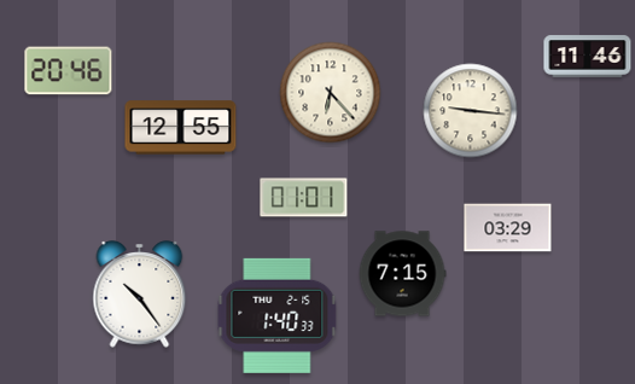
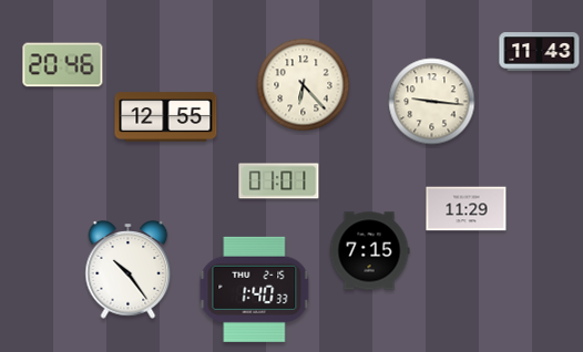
clock at (588, 57): 11:46 -> 11:43
clock at (508, 228): 03:29 -> 11:29
